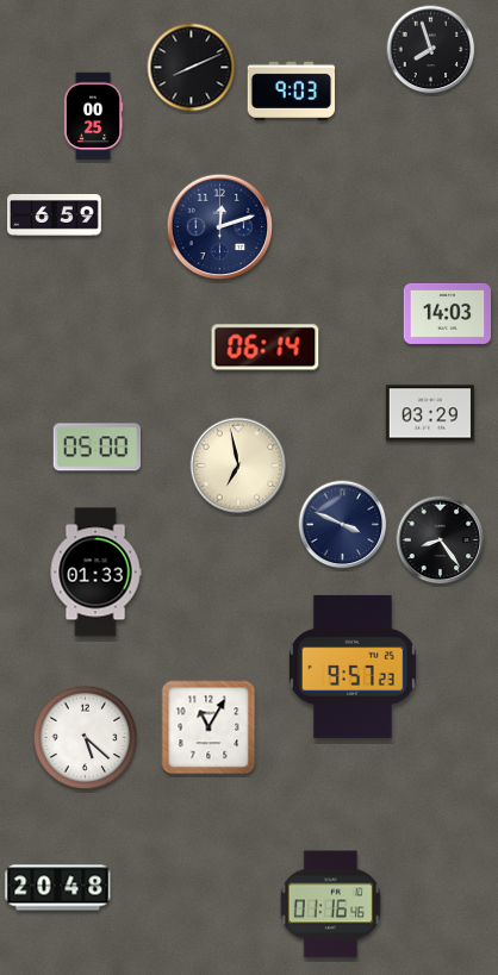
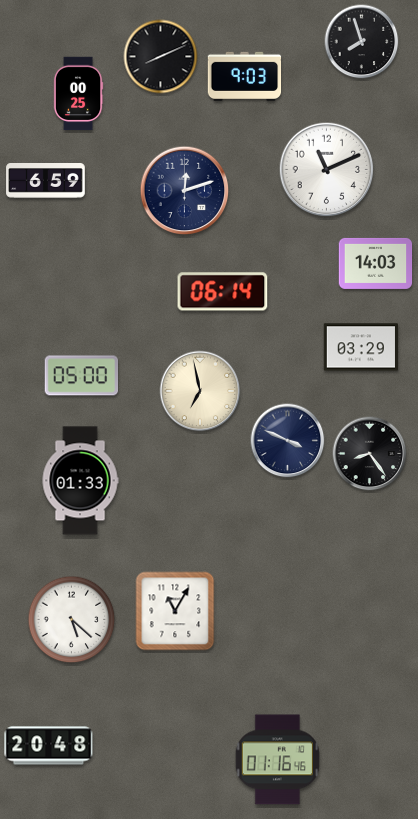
clock at (93, 117) position: (93, 117) -> (78, 94)
clock at (327, 170): none -> 11:11
clock at (353, 667): 9:57 -> none
